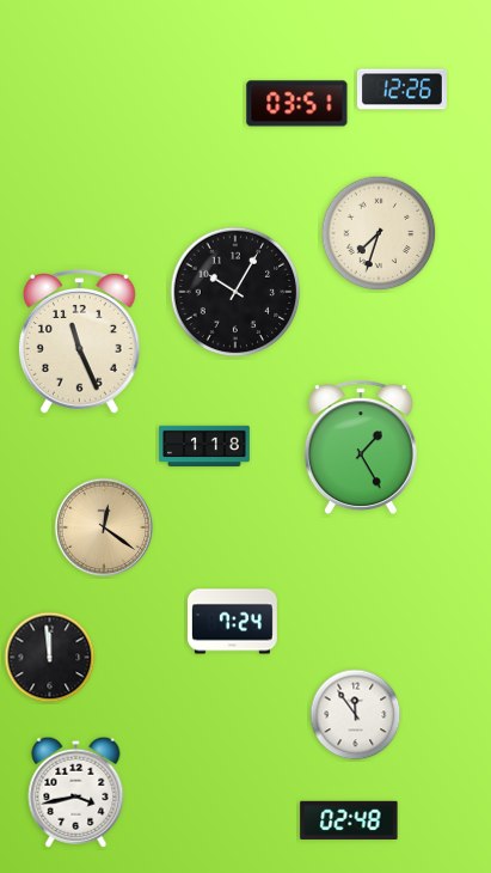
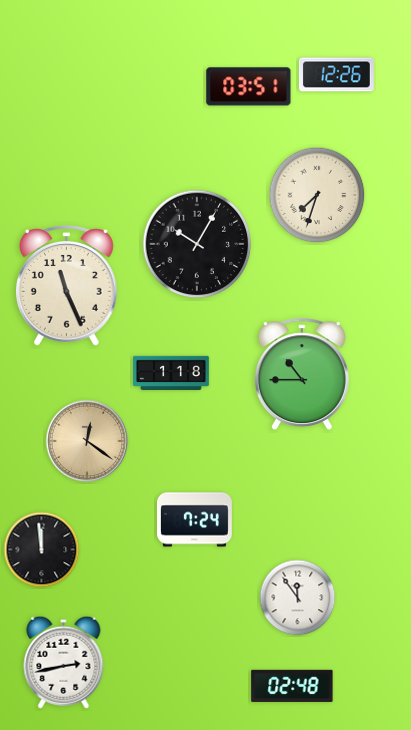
clock at (361, 448): 1:25 -> 10:45
clock at (76, 792): 3:43 -> 2:43
